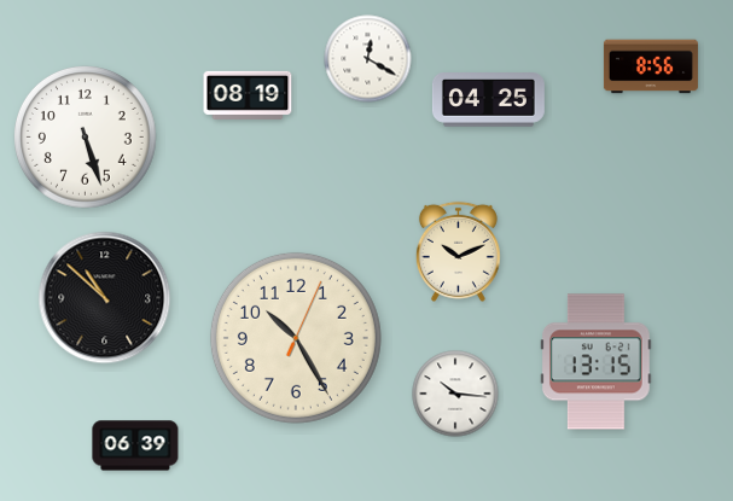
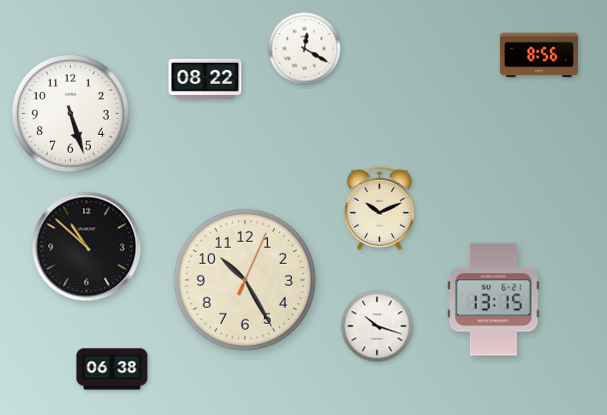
clock at (248, 95): 08:19 -> 08:22
clock at (488, 100): 04:25 -> none
clock at (455, 394): 10:16 -> 10:18
clock at (135, 445): 06:39 -> 06:38
